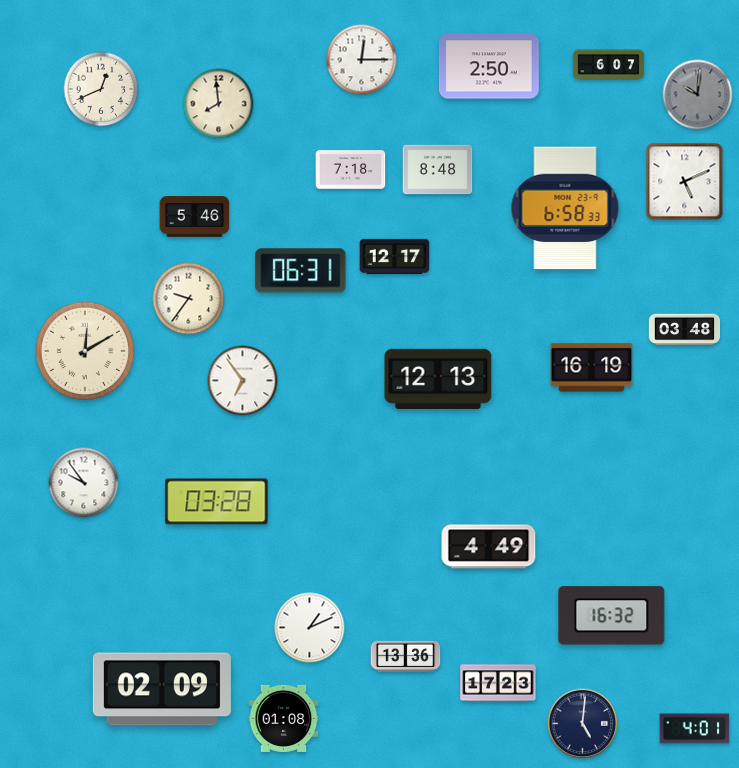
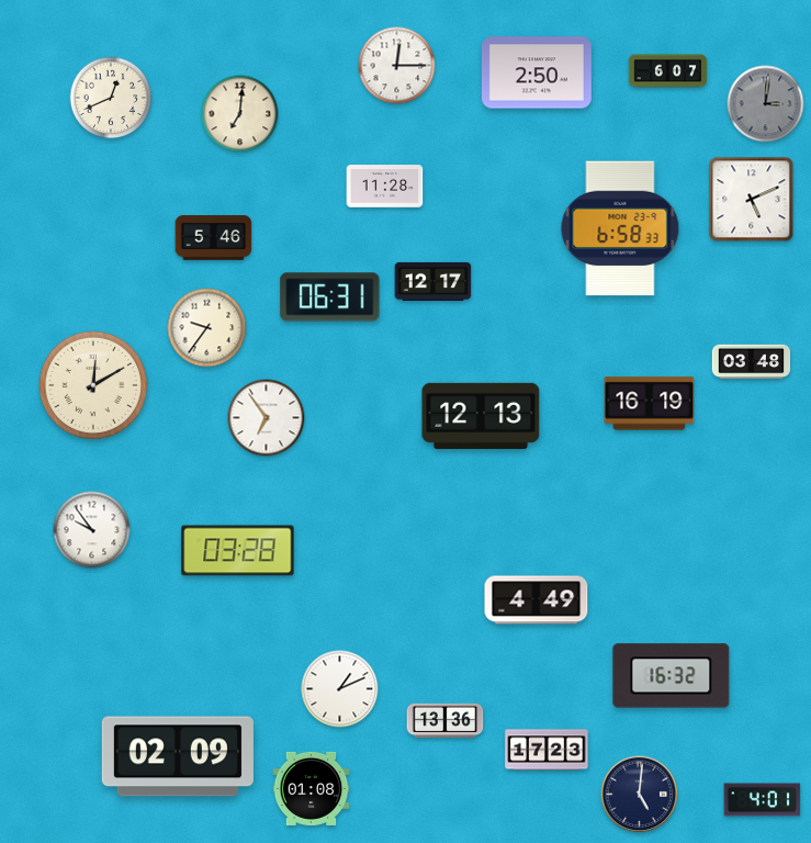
clock at (698, 95): 10:01 -> 3:01
clock at (219, 104): 7:59 -> 7:01
clock at (351, 170): 7:18 -> 11:28
clock at (438, 170): 8:48 -> none
